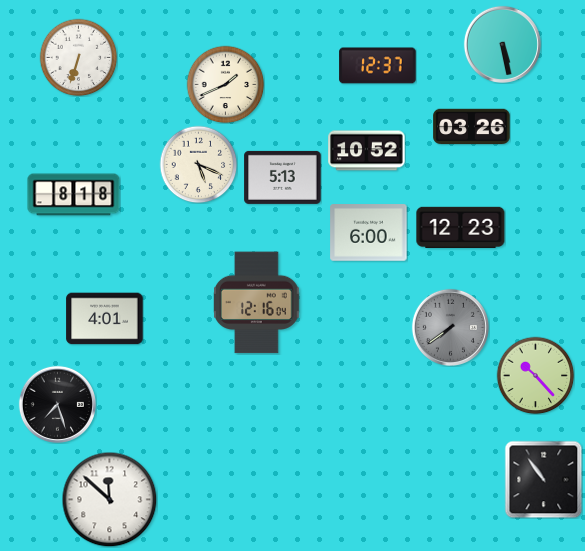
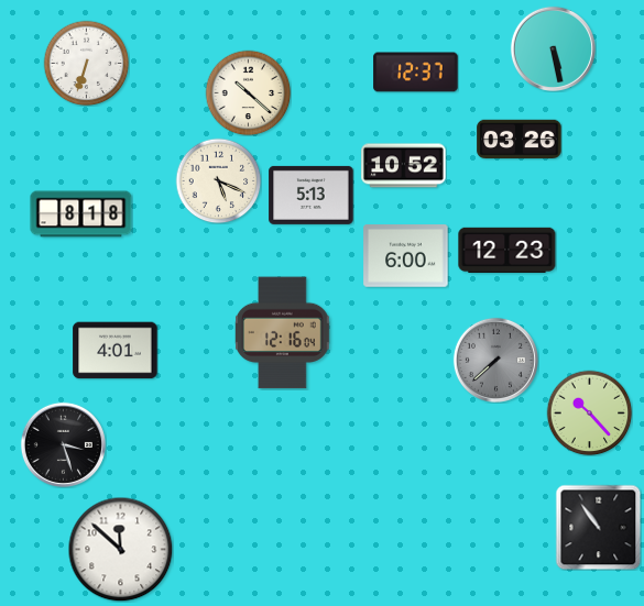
clock at (225, 84): 1:41 -> 10:22
clock at (450, 327): 7:39 -> 7:38
clock at (57, 404): 7:27 -> 3:27
